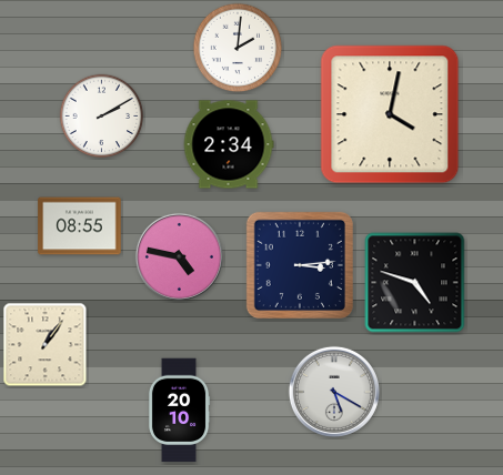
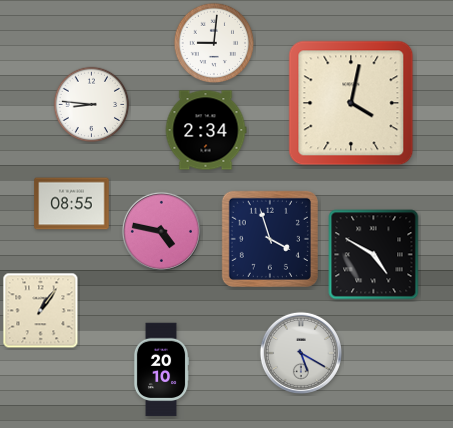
clock at (238, 48): 2:01 -> 9:01
clock at (102, 117): 2:10 -> 8:46
clock at (300, 265): 3:14 -> 3:57
clock at (415, 283): 4:48 -> 4:50
